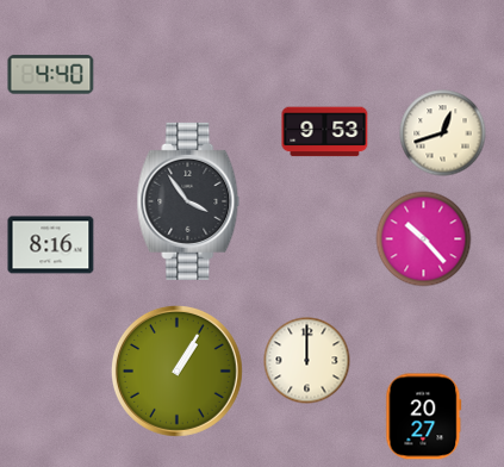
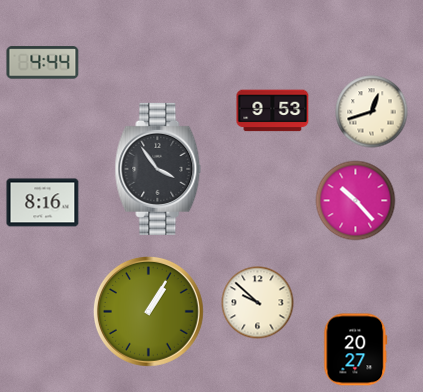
clock at (51, 75): 4:40 -> 4:44
clock at (51, 245) position: (51, 245) -> (43, 203)
clock at (307, 361): 12:00 -> 9:52
